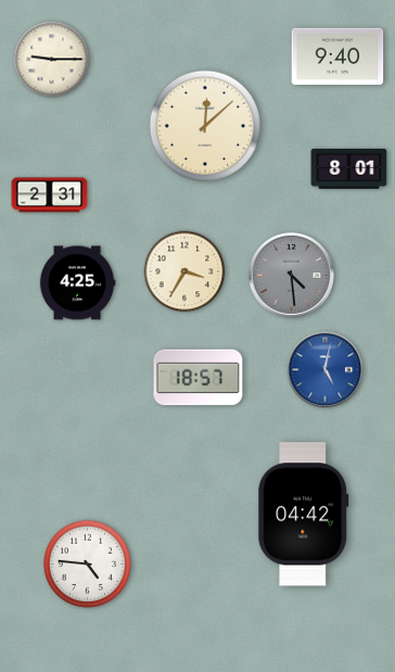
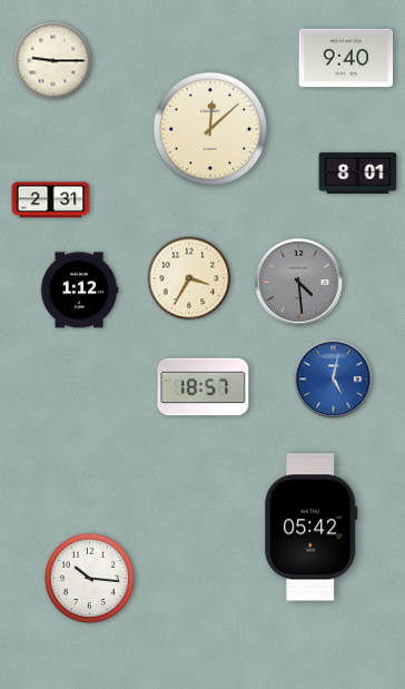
clock at (77, 283): 4:25 -> 1:12
clock at (304, 515): 04:42 -> 05:42
clock at (87, 563): 4:46 -> 10:16
